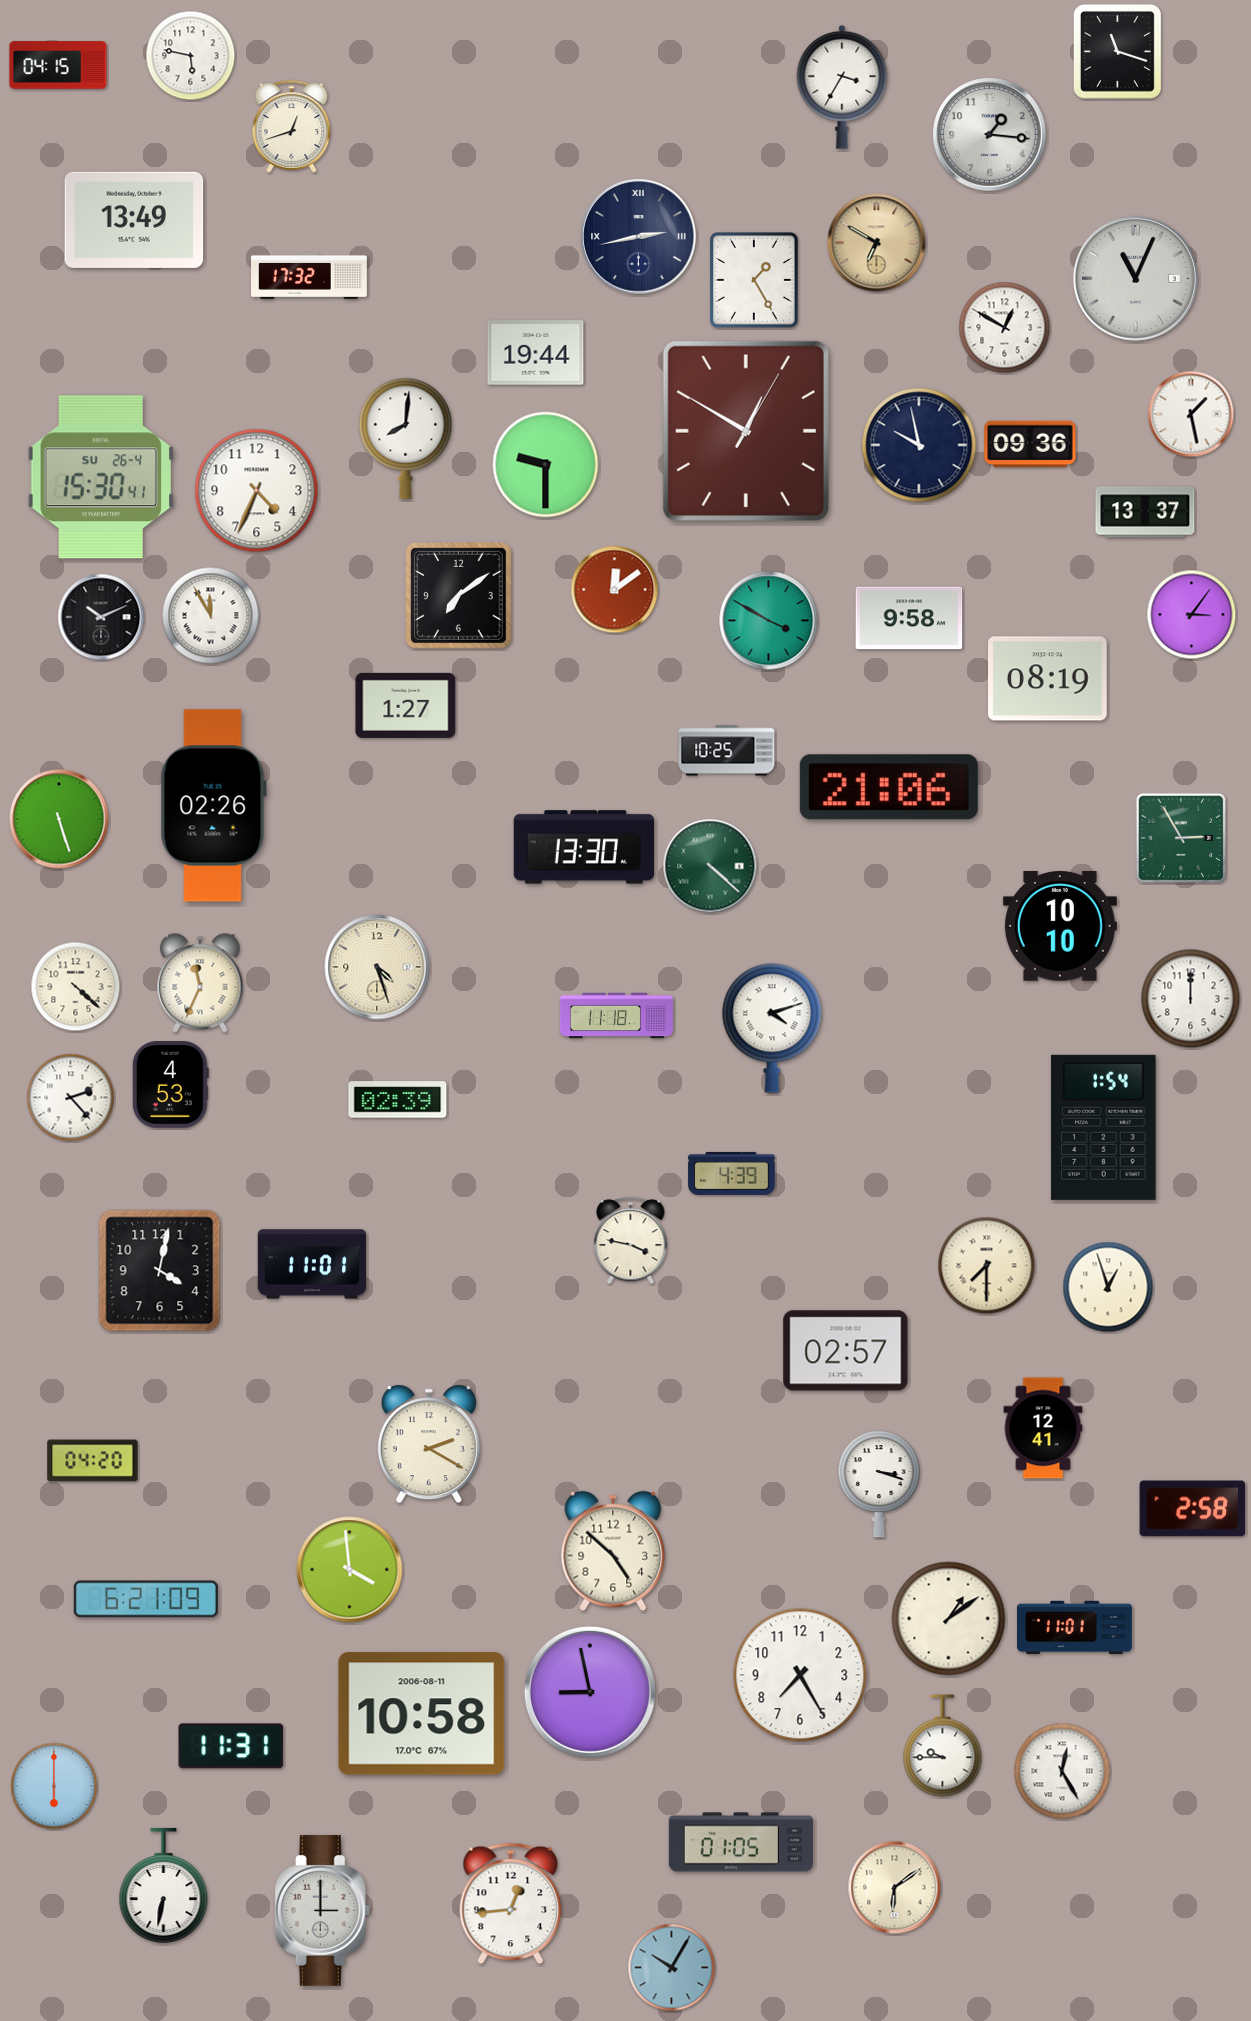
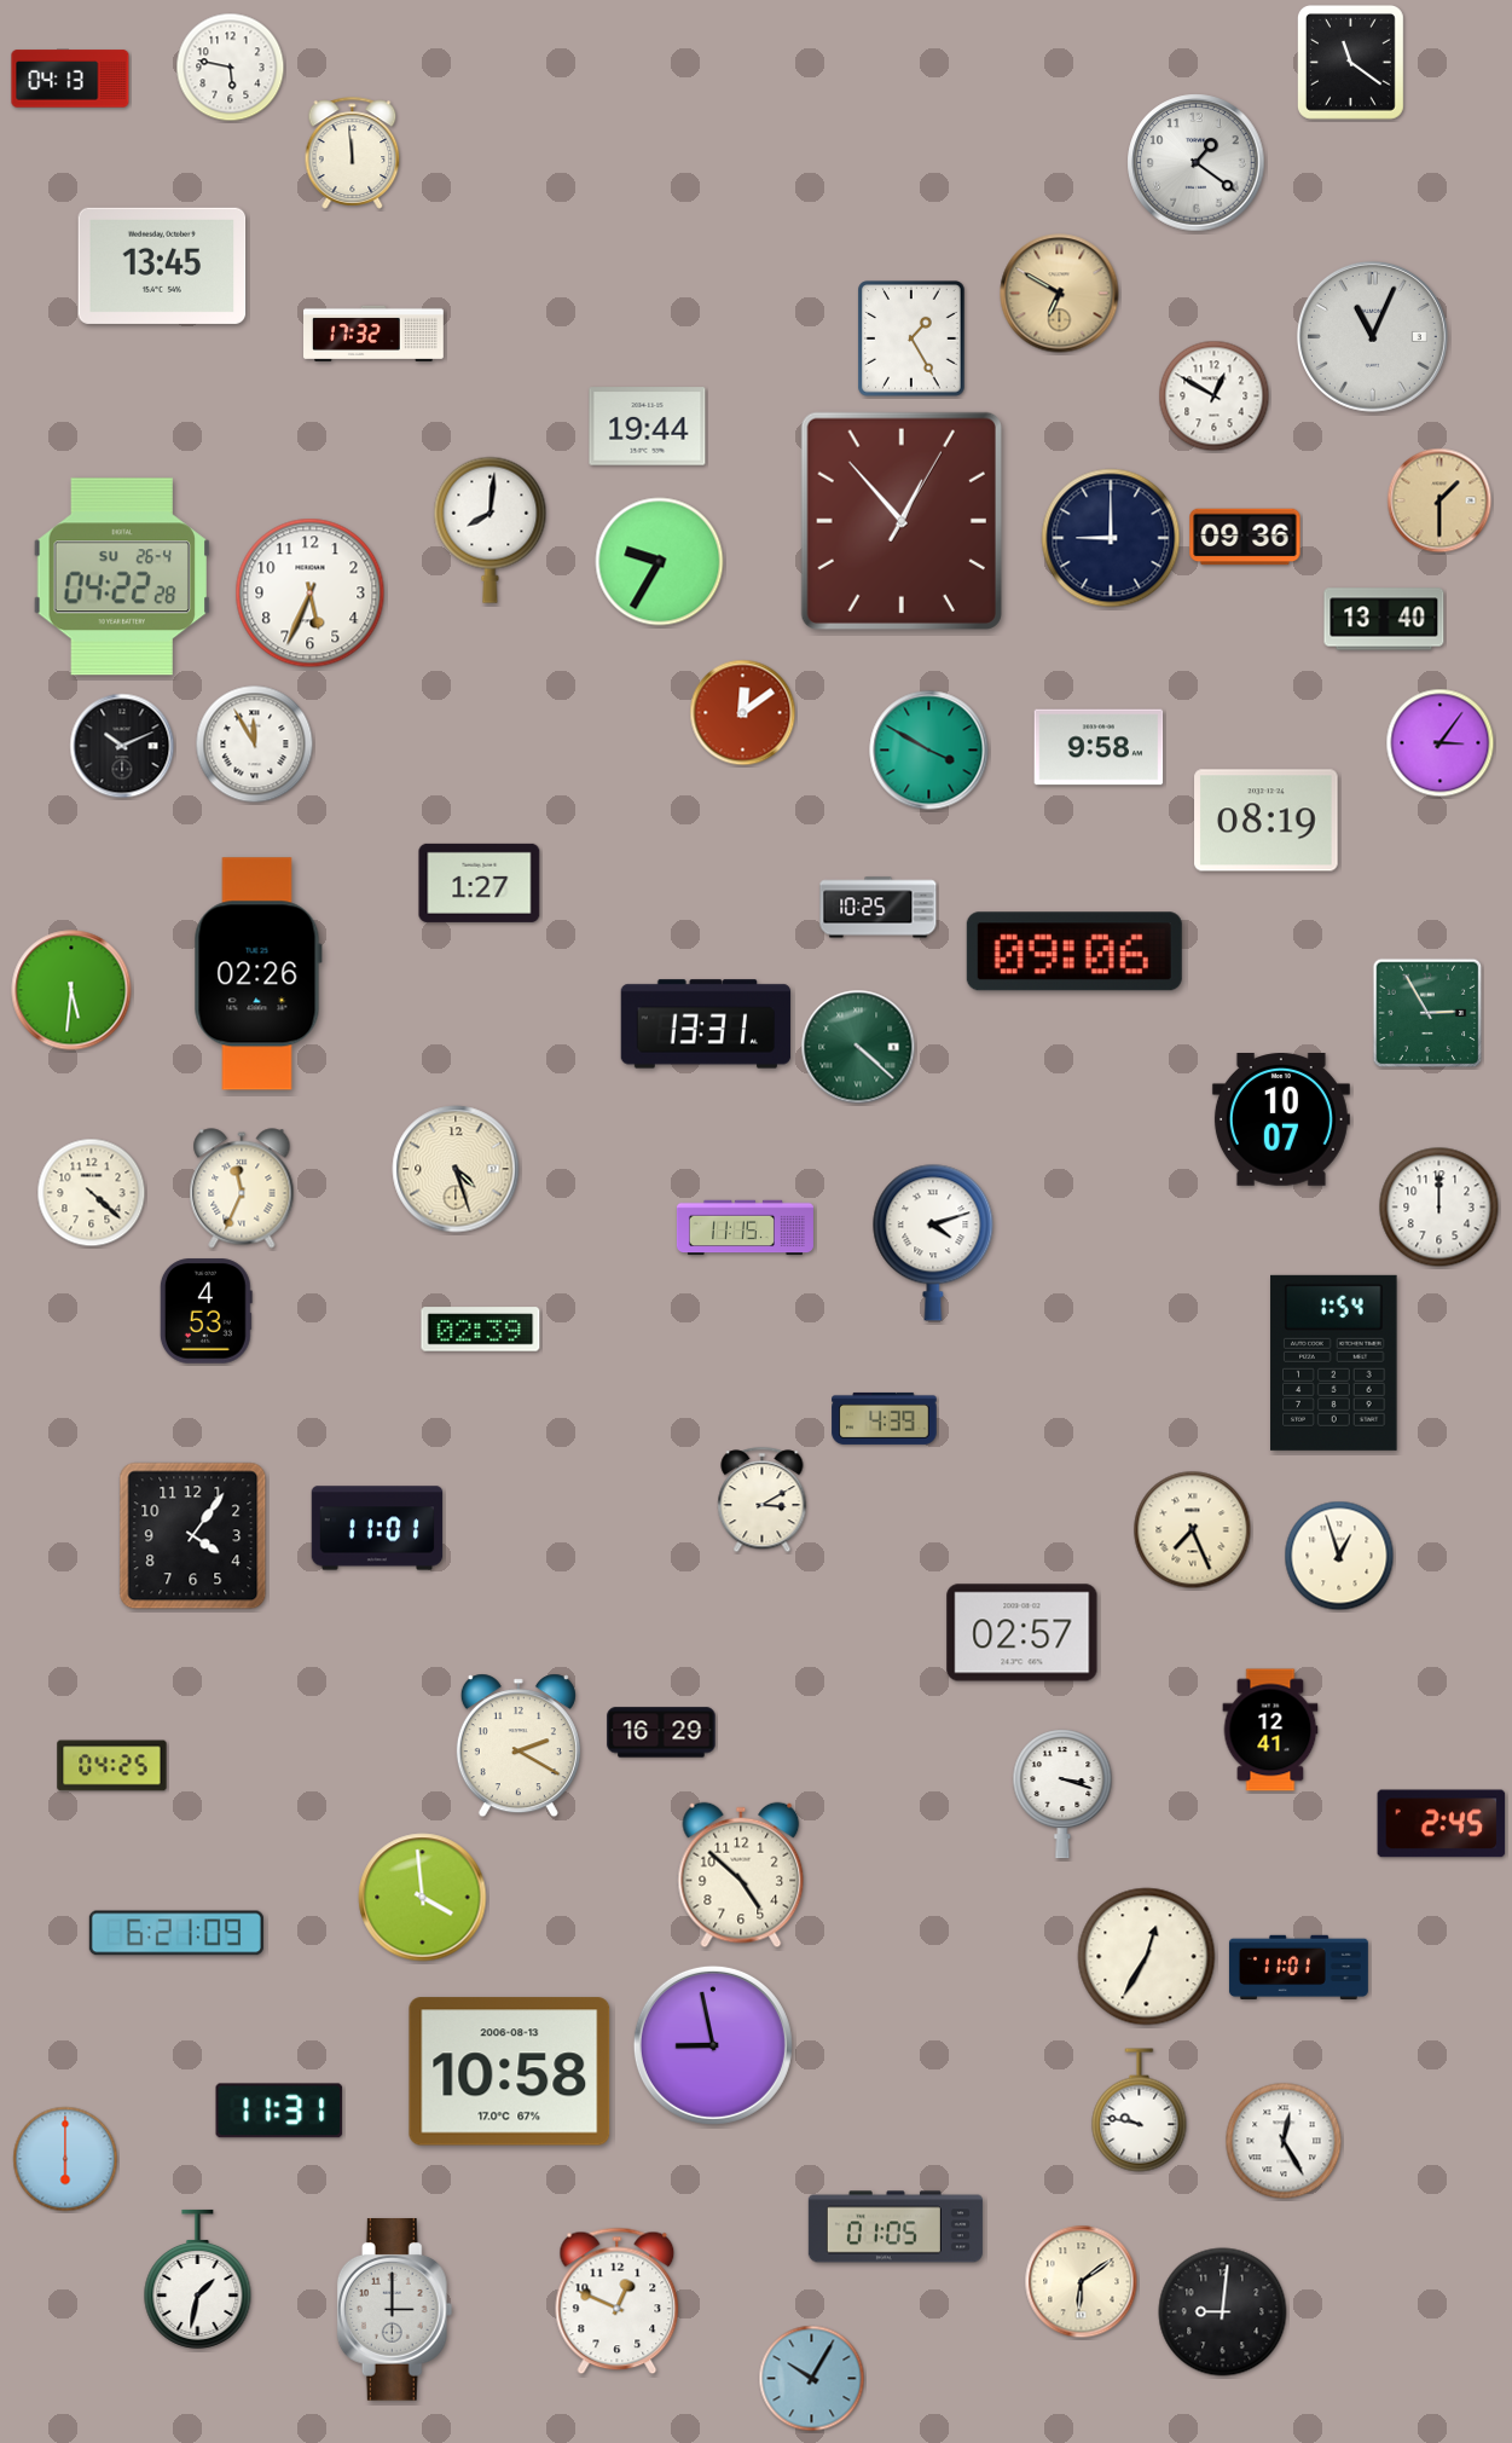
clock at (1117, 51): 11:18 -> 11:21
clock at (58, 65): 04:15 -> 04:13
clock at (842, 87): 3:35 -> none
clock at (292, 126): 12:42 -> 11:59
clock at (990, 135): 1:16 -> 1:21
clock at (134, 220): 13:49 -> 13:45
clock at (639, 237): 2:43 -> none
clock at (1191, 414): 1:28 -> 1:30
clock at (1191, 414) dial: white -> champagne
clock at (746, 431): 12:50 -> 12:53
clock at (919, 445): 9:58 -> 9:00
clock at (546, 465): 9:30 -> 9:35
clock at (101, 477): 15:30 -> 04:22
clock at (257, 491): 4:34 -> 5:34
clock at (1145, 512): 13:37 -> 13:40
clock at (459, 596): 7:09 -> none
clock at (406, 705) position: (406, 705) -> (480, 882)
clock at (889, 787): 21:06 -> 09:06
clock at (59, 819): 5:27 -> 5:31
clock at (584, 847): 13:30 -> 13:31
clock at (1060, 927): 10:10 -> 10:07
clock at (616, 1016): 11:18 -> 11:15
clock at (71, 1098): 2:23 -> none
clock at (631, 1241): 3:47 -> 3:10
clock at (987, 1266): 7:30 -> 7:26
clock at (160, 1271): 4:02 -> 4:06
clock at (1043, 1428) position: (1043, 1428) -> (1270, 1730)
clock at (661, 1732): none -> 16:29
clock at (93, 1461): 04:20 -> 04:25
clock at (1193, 1509): 2:58 -> 2:45
clock at (949, 1619): 1:09 -> 12:35
clock at (800, 1675): 7:25 -> none
clock at (422, 1714) date: 2006-08-11 -> 2006-08-13
clock at (943, 1746): 9:45 -> 9:47
clock at (164, 1885): 6:32 -> 1:32
clock at (511, 1904): 12:44 -> 12:49
clock at (323, 1911) position: (323, 1911) -> (395, 2310)
clock at (1223, 2312): none -> 9:01
